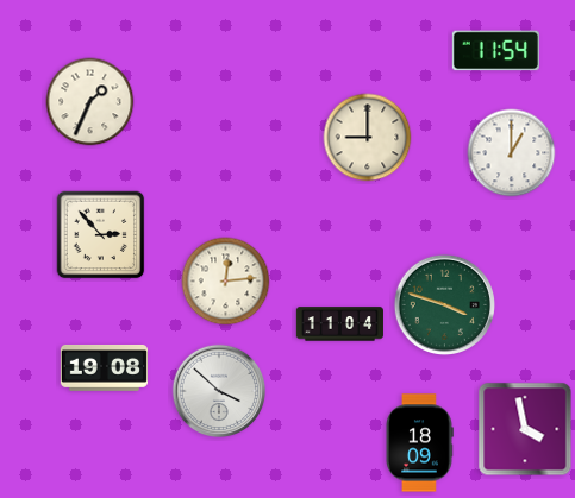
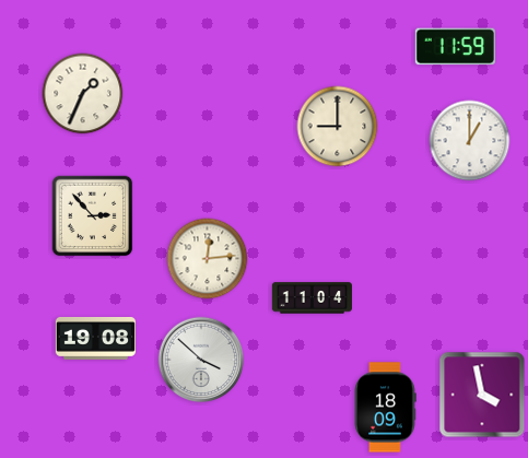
clock at (495, 51): 11:54 -> 11:59
clock at (444, 304): 3:48 -> none
